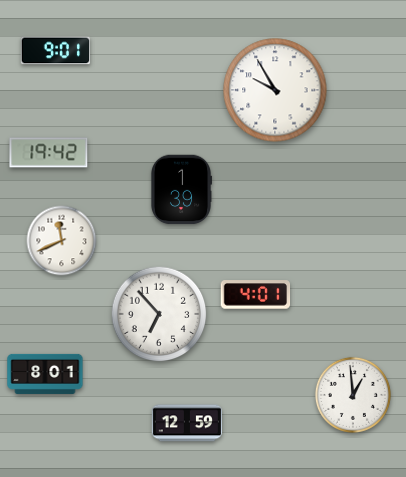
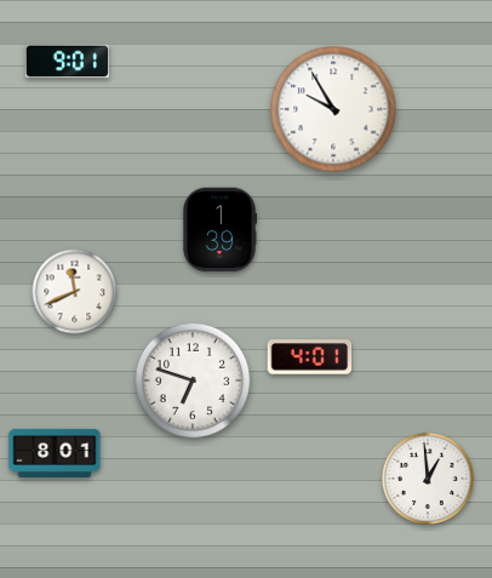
clock at (49, 153): 19:42 -> none
clock at (159, 314): 6:53 -> 6:48
clock at (186, 423): 12:59 -> none
